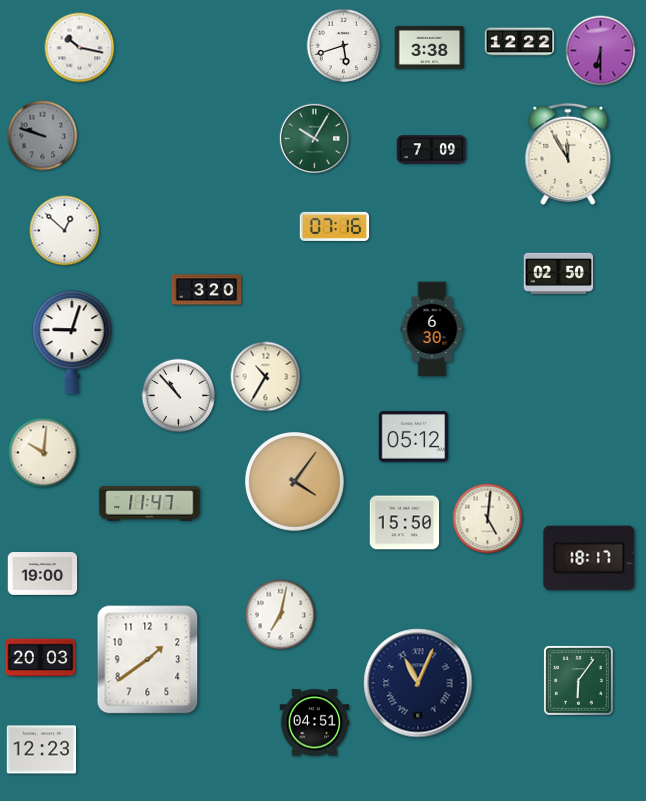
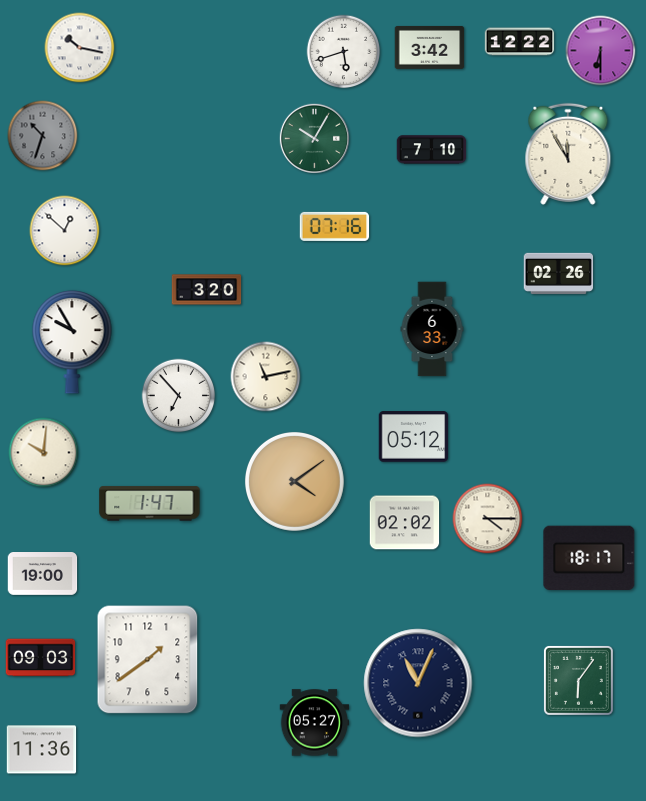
clock at (344, 46) position: (344, 46) -> (344, 52)
clock at (430, 47): 3:38 -> 3:42
clock at (43, 136): 9:48 -> 10:33
clock at (432, 150): 7:09 -> 7:10
clock at (559, 273): 02:50 -> 02:26
clock at (432, 329): 6:30 -> 6:33
clock at (72, 342): 9:03 -> 9:55
clock at (266, 377): 10:35 -> 11:13
clock at (179, 396): 10:53 -> 6:53
clock at (294, 481): 4:06 -> 4:09
clock at (150, 504): 11:47 -> 1:47
clock at (488, 519): 5:01 -> 4:15
clock at (405, 523): 15:50 -> 02:02
clock at (281, 615): 7:02 -> none
clock at (41, 658): 20:03 -> 09:03
clock at (315, 723): 04:51 -> 05:27
clock at (42, 750): 12:23 -> 11:36
